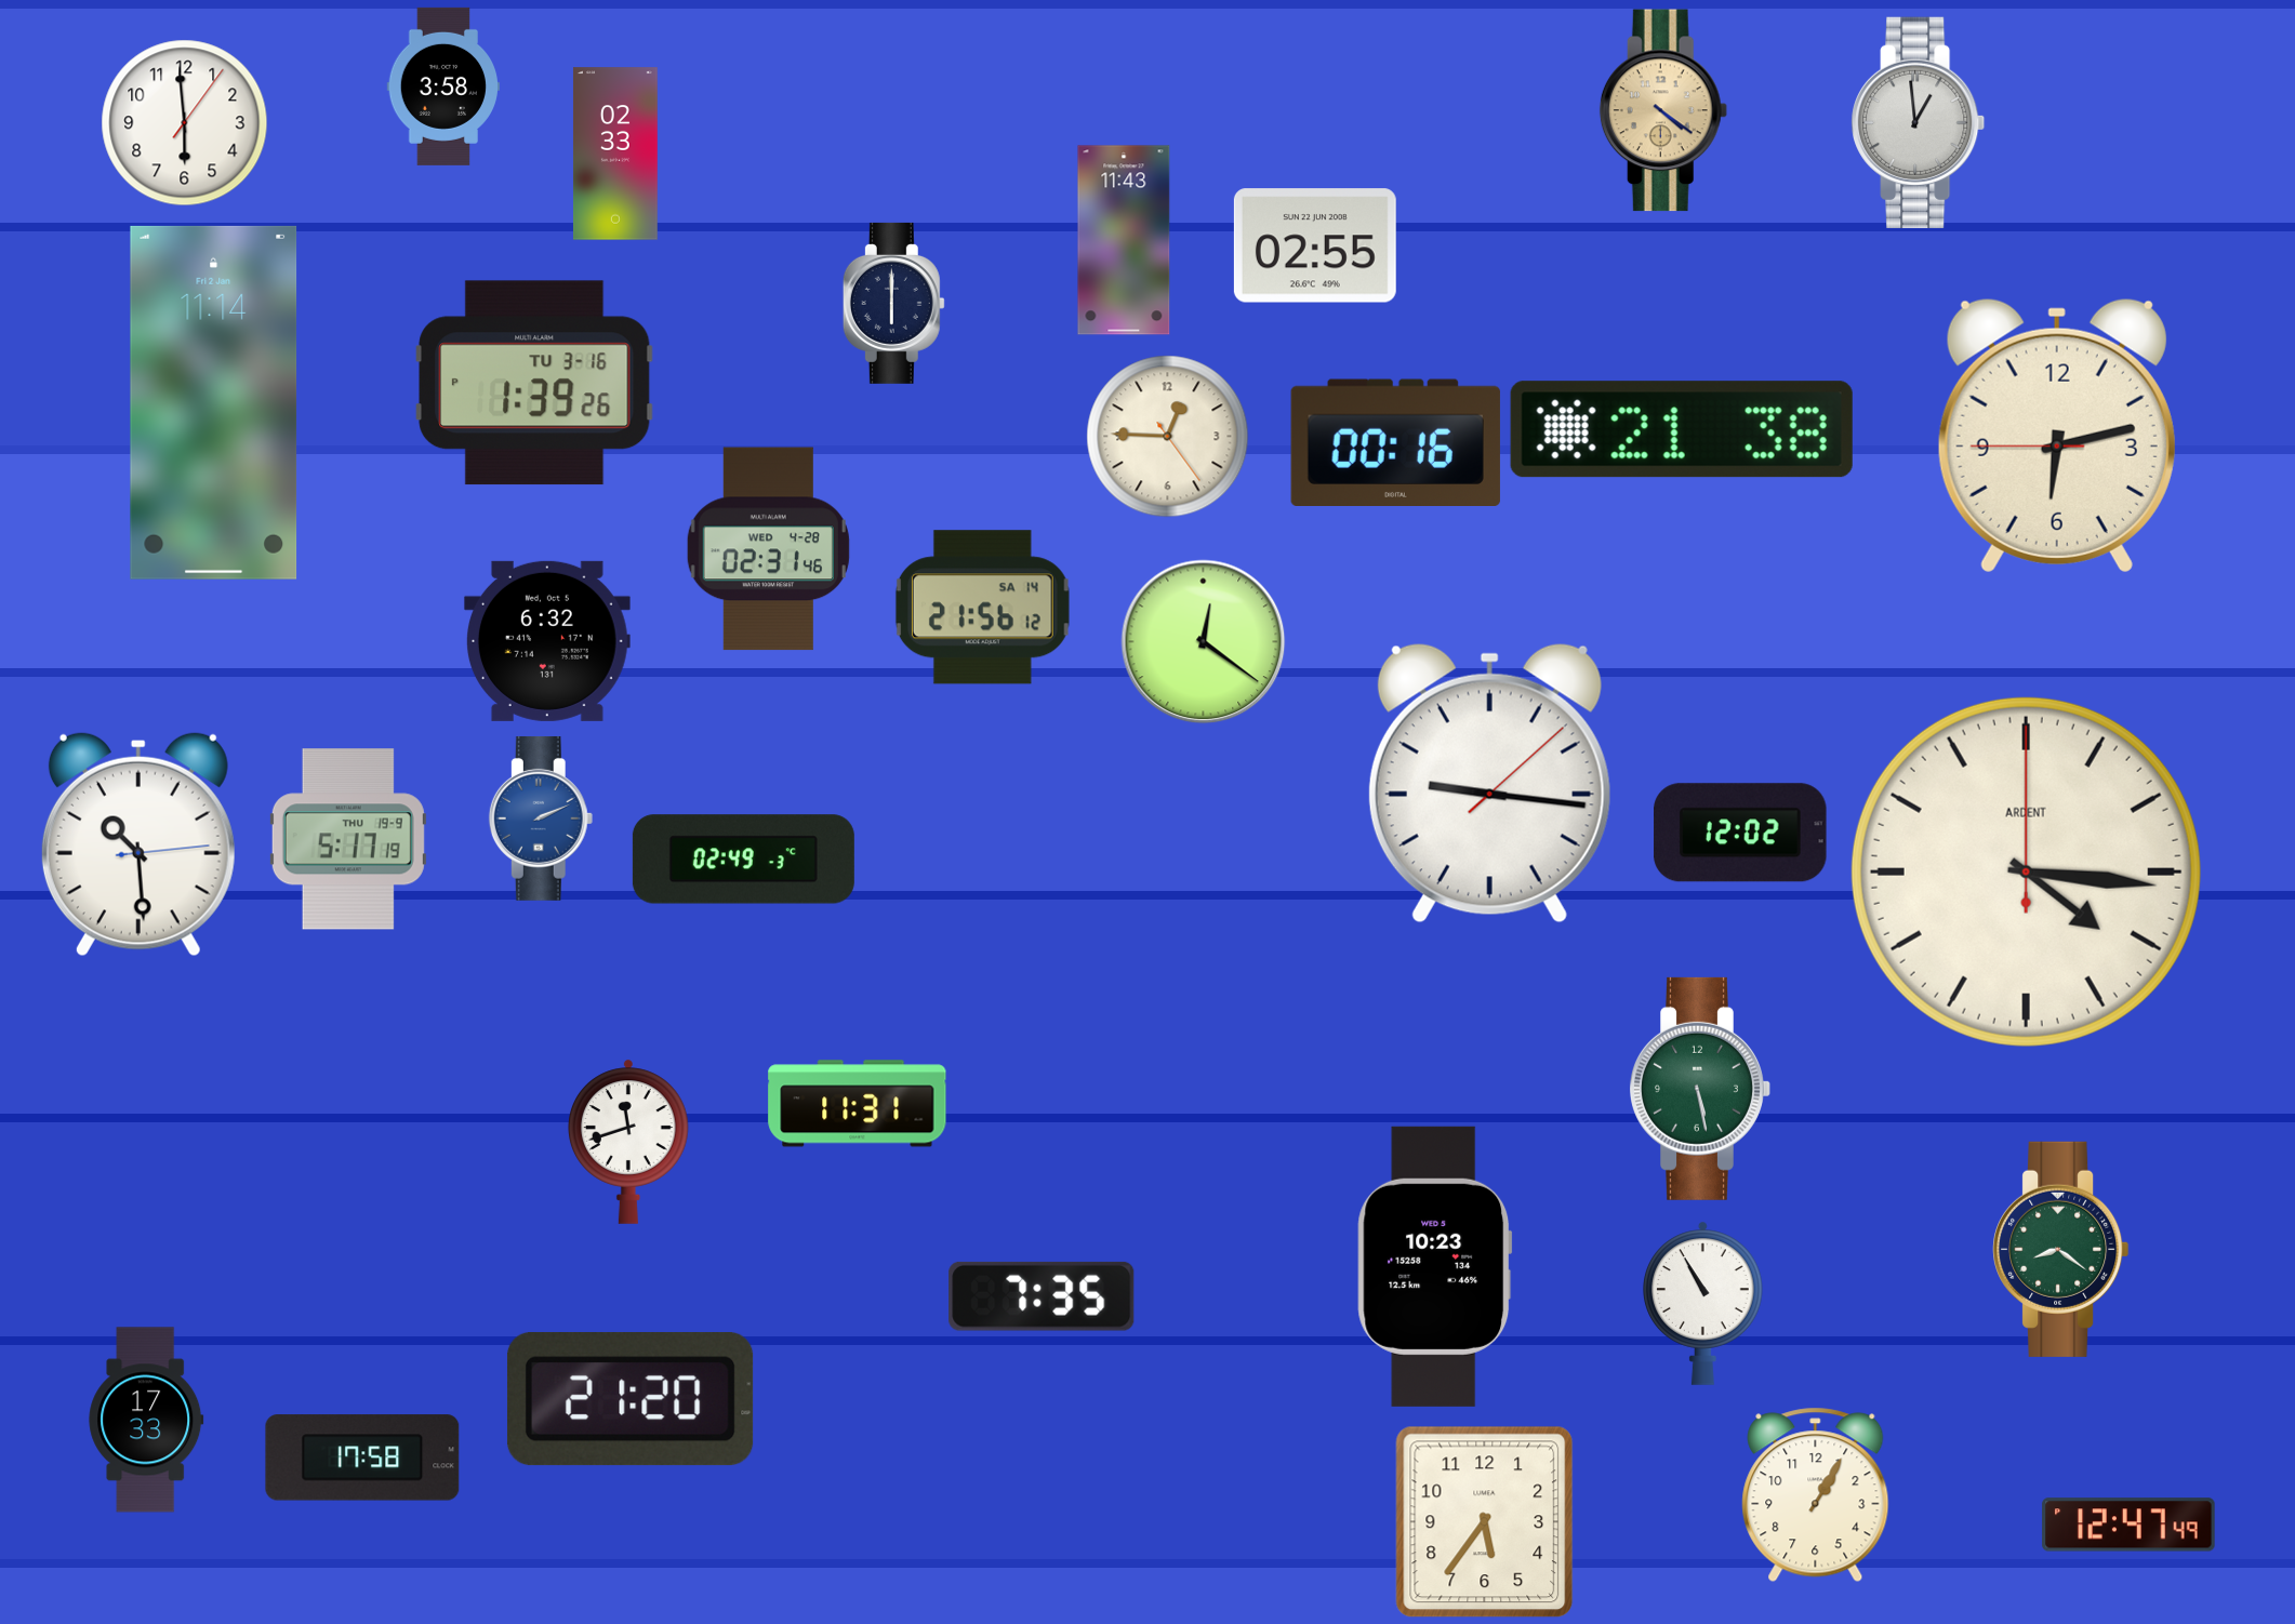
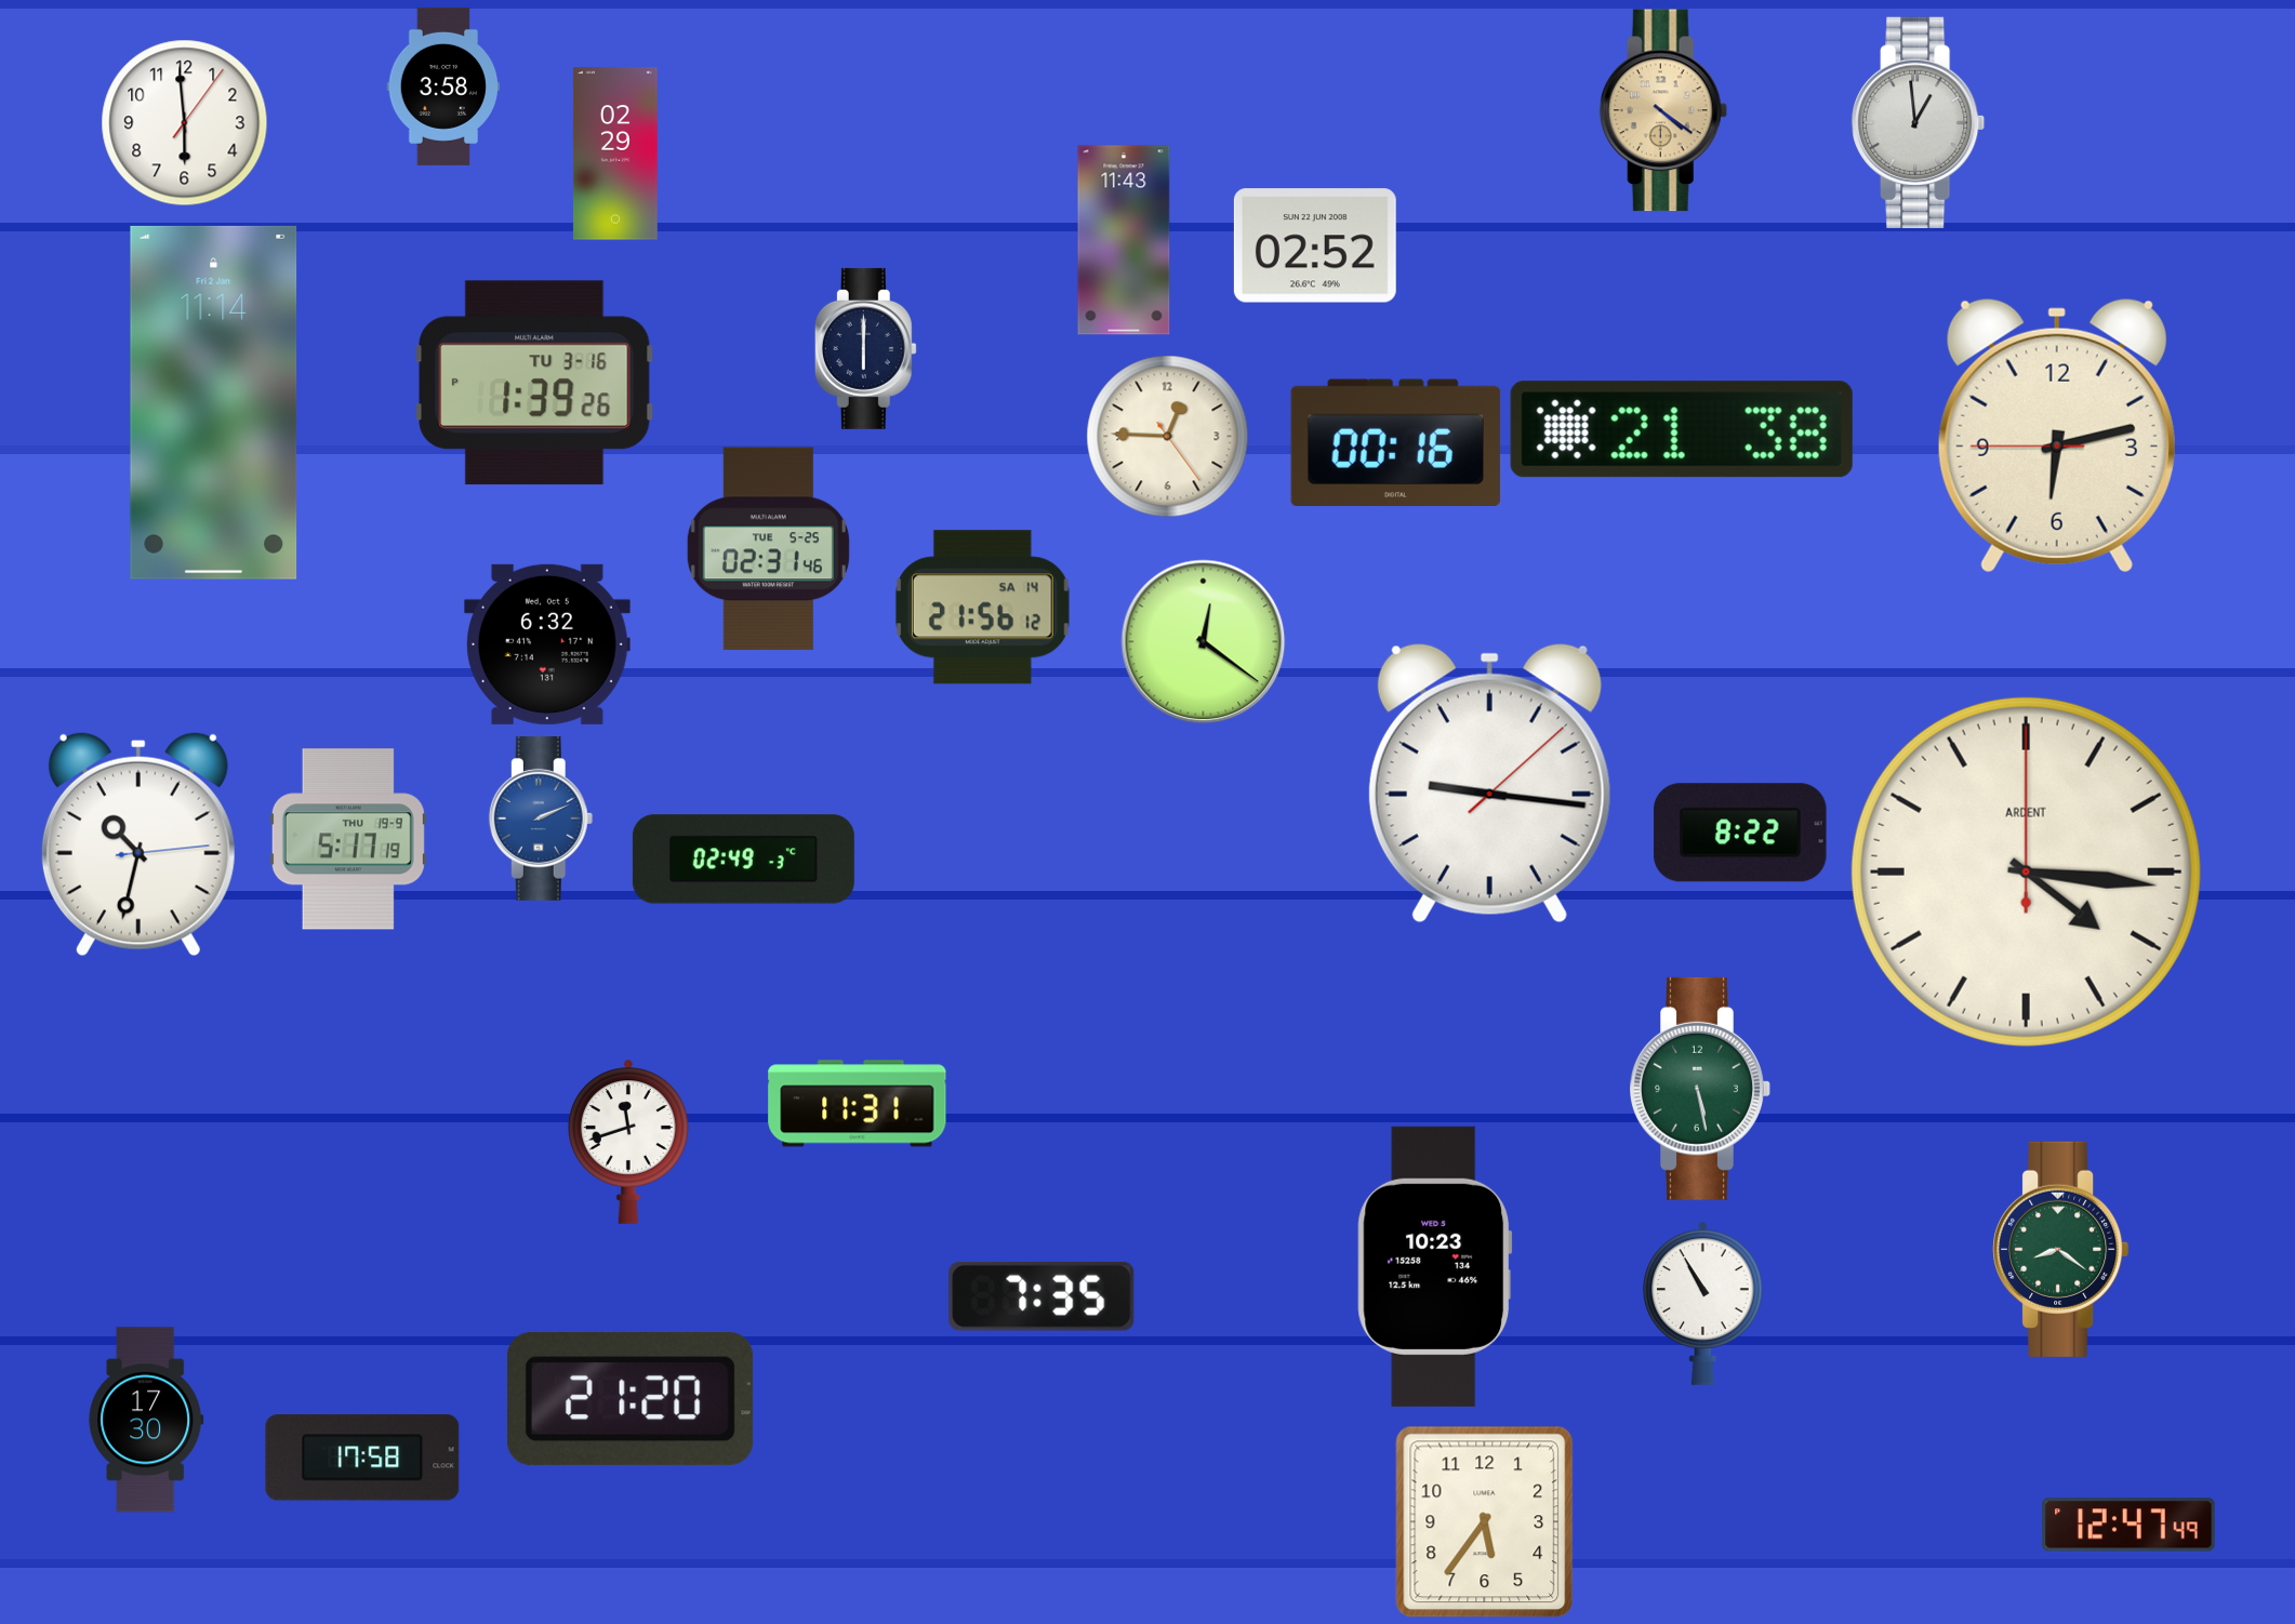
clock at (615, 154): 02:33 -> 02:29
clock at (1315, 245): 02:55 -> 02:52
clock at (893, 303) position: (893, 303) -> (865, 348)
clock at (768, 549) date: WED 4-28 -> TUE 5-25
clock at (547, 641) position: (547, 641) -> (547, 644)
clock at (1740, 833): 12:02 -> 8:22
clock at (138, 844): 10:29 -> 10:32
clock at (146, 1420): 17:33 -> 17:30
clock at (1816, 1495): 1:05 -> none
